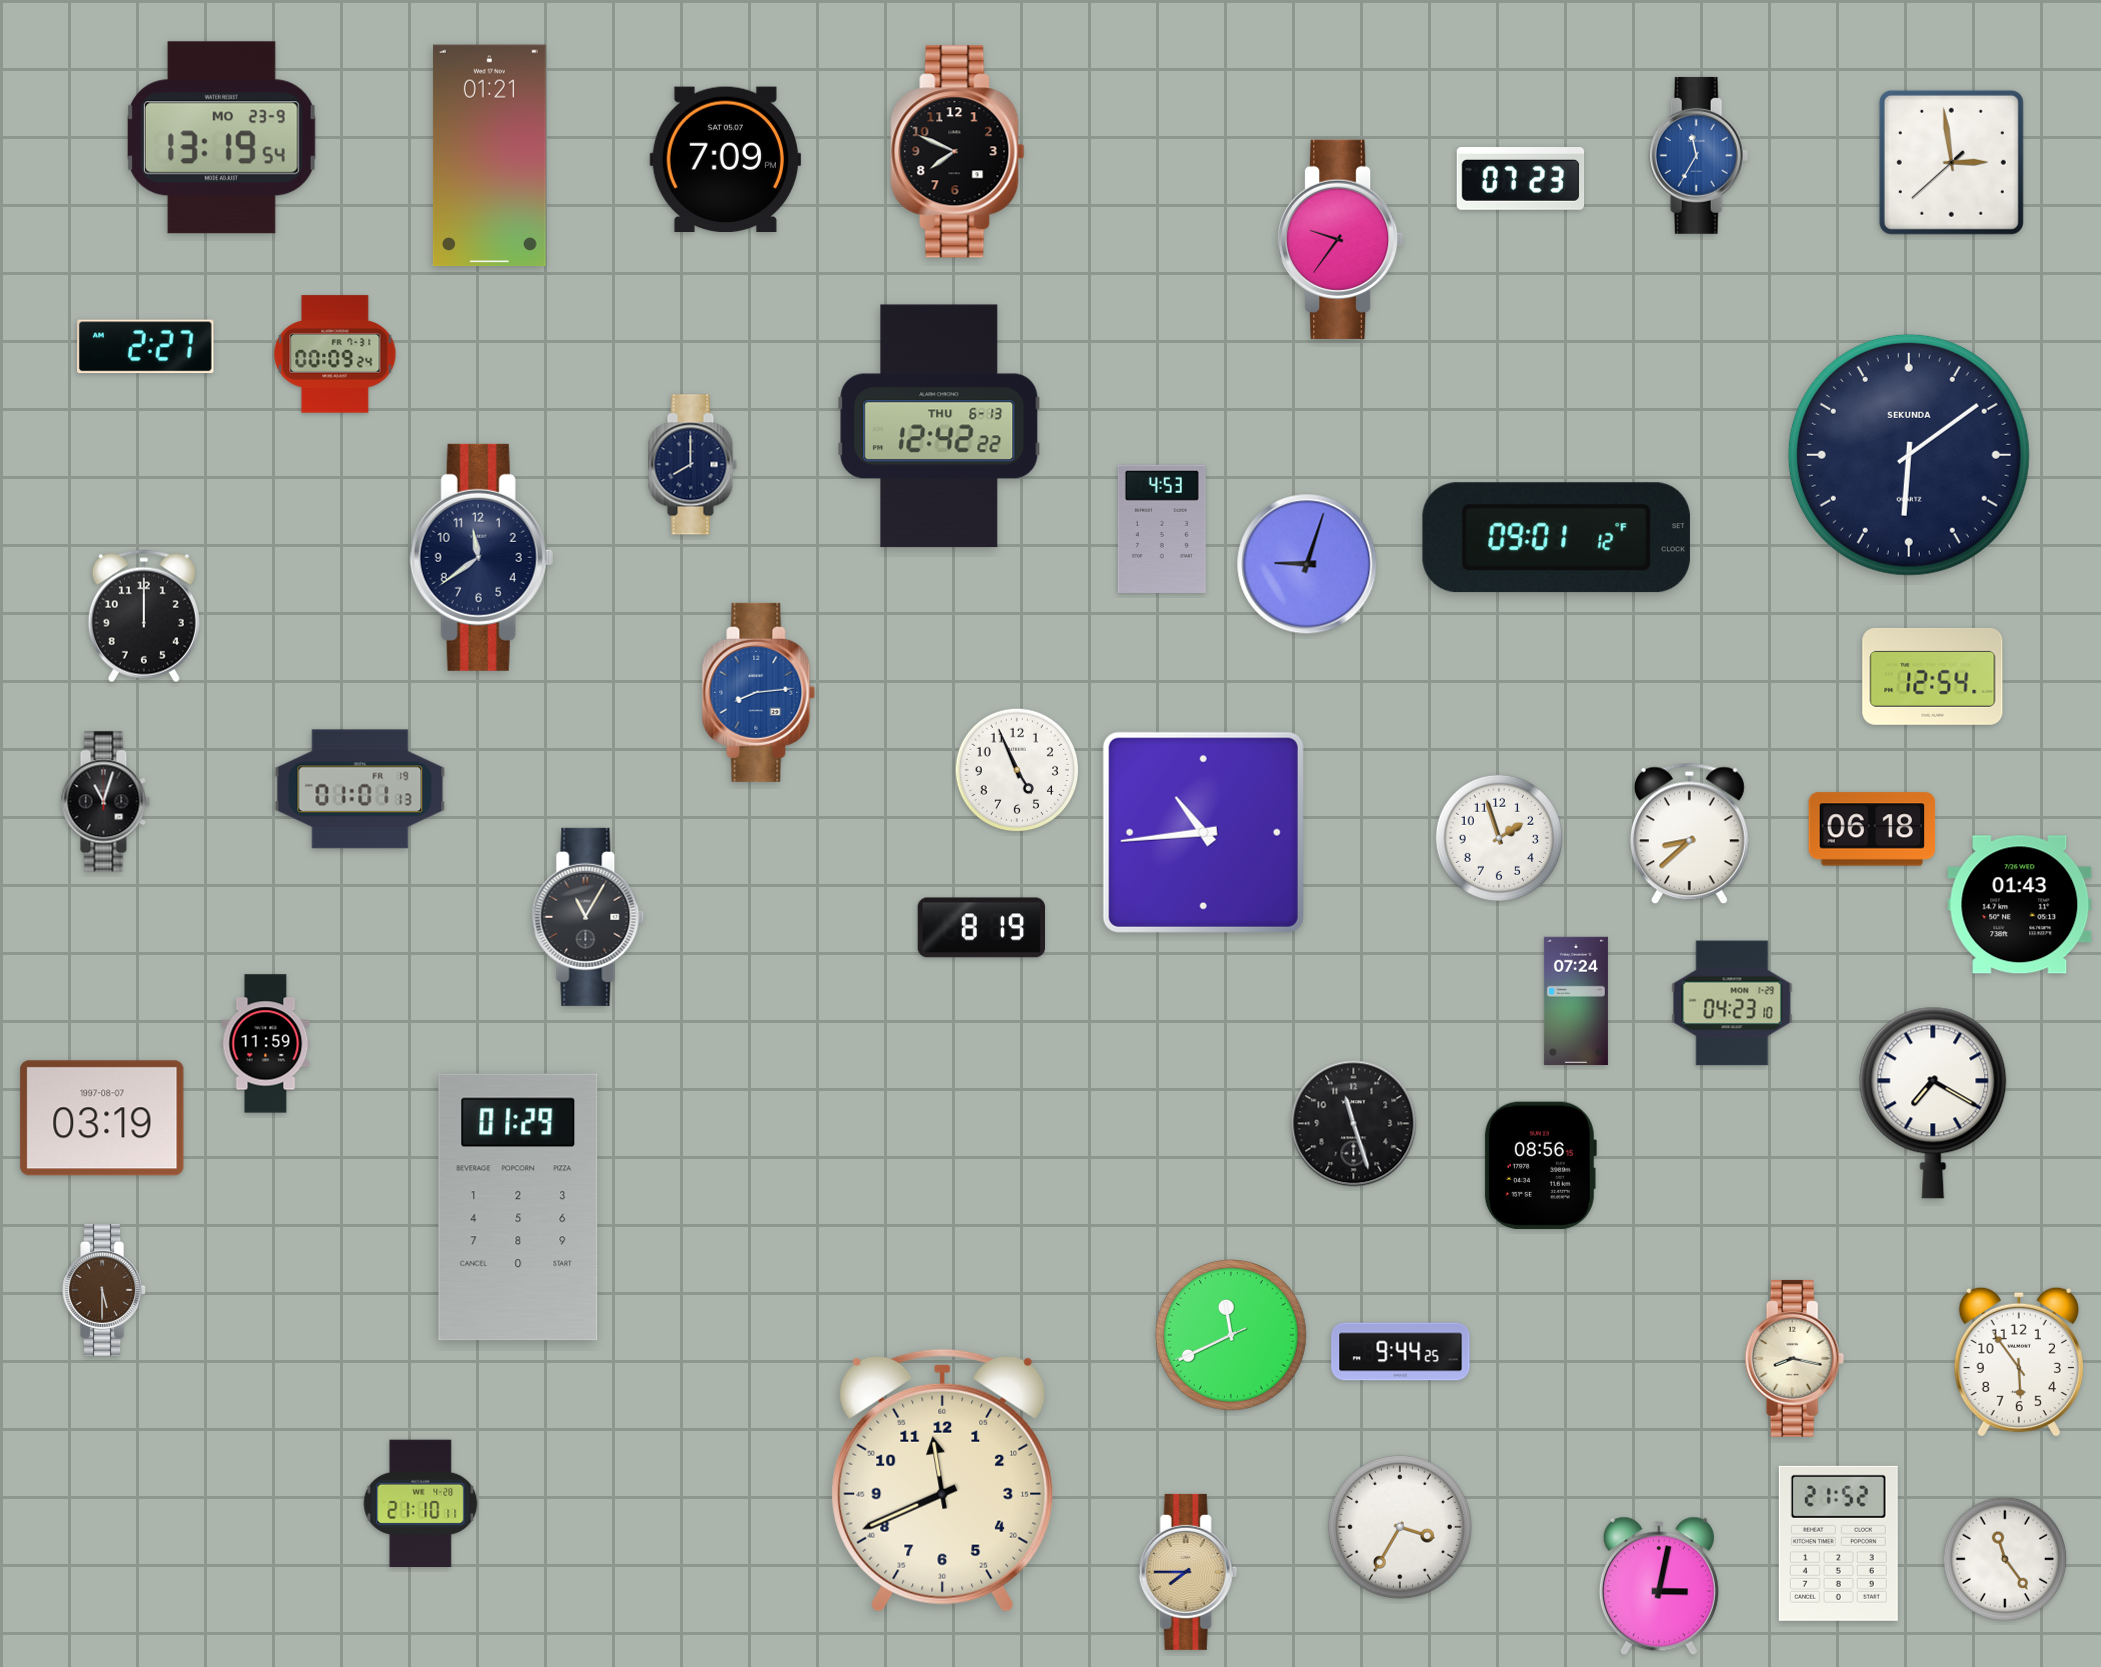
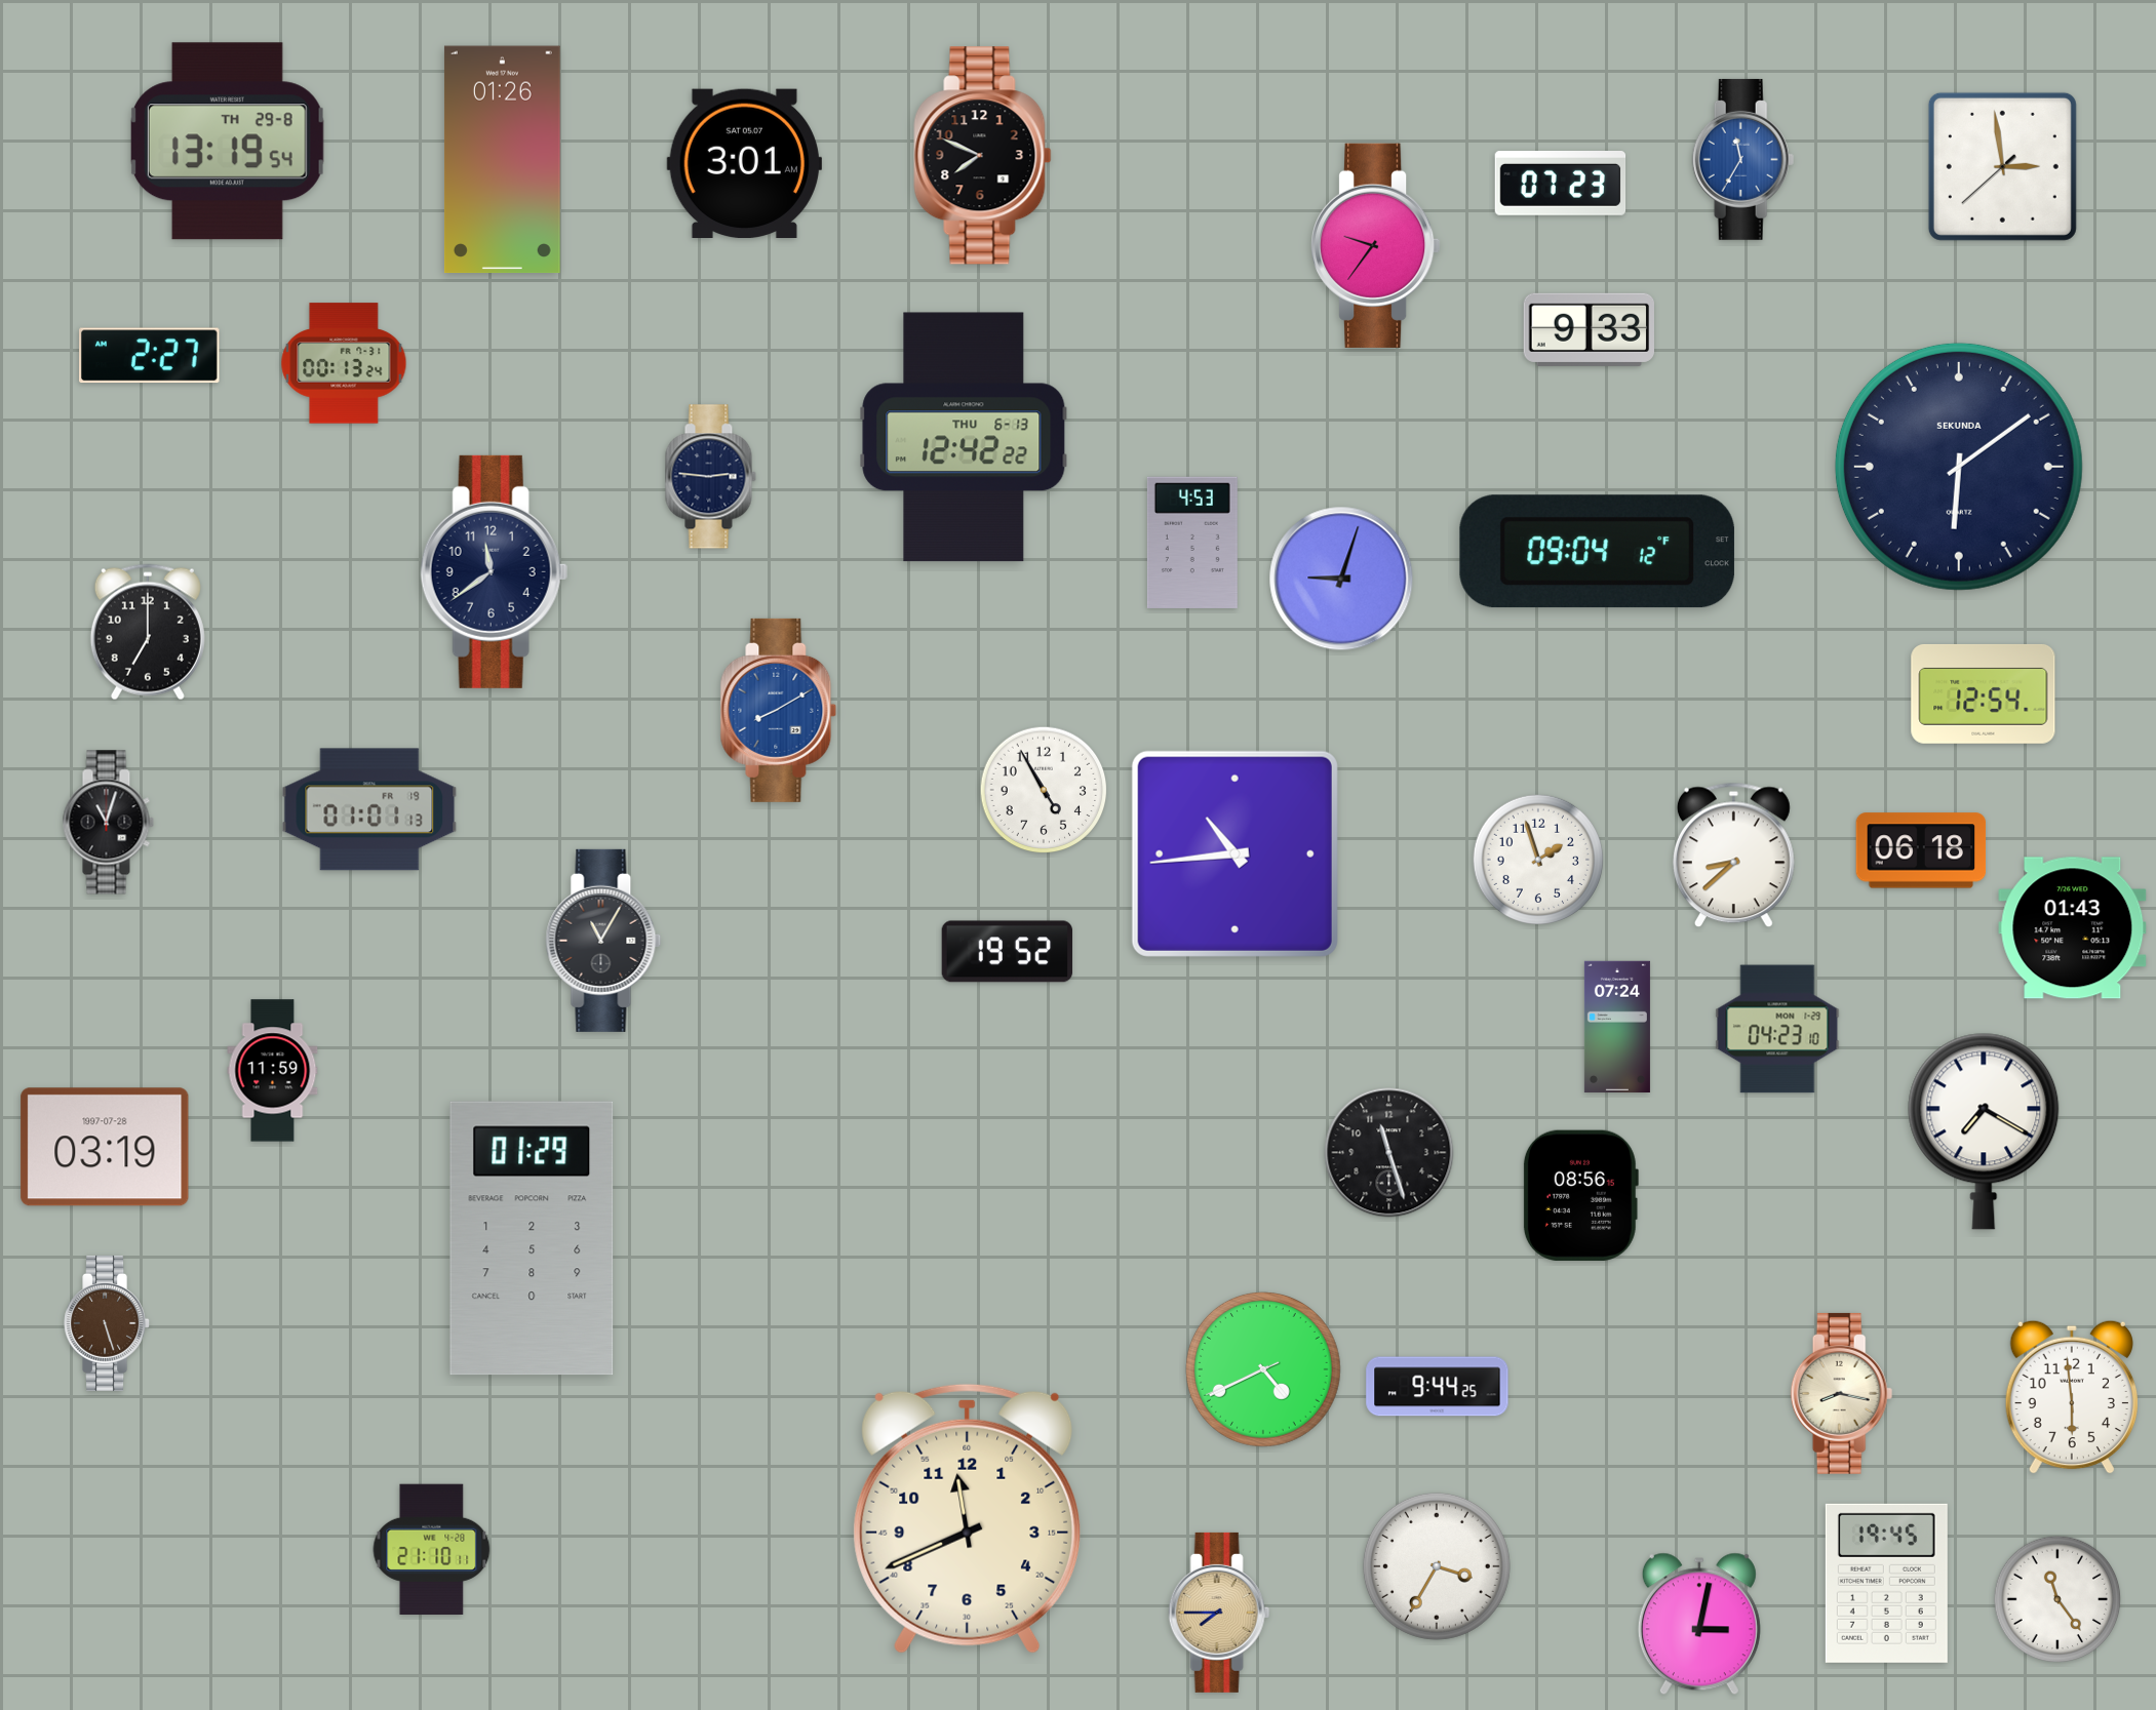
clock at (221, 138) date: MO 23-9 -> TH 29-8
clock at (489, 156): 01:21 -> 01:26
clock at (725, 160): 7:09 -> 3:01
clock at (1589, 329): none -> 9:33
clock at (335, 354): 00:09 -> 00:13
clock at (692, 465): 8:00 -> 2:46
clock at (1556, 538): 09:01 -> 09:04
clock at (144, 616): 12:00 -> 7:00
clock at (759, 692): 8:14 -> 8:10
clock at (1017, 770): 4:56 -> 4:55
clock at (982, 928): 8:19 -> 19:52
clock at (102, 1118) date: 1997-08-07 -> 1997-07-28
clock at (105, 1290): 5:30 -> 5:27
clock at (1231, 1335): 11:40 -> 4:40
clock at (2019, 1362): 5:54 -> 5:59
clock at (421, 1503) position: (421, 1503) -> (432, 1549)
clock at (1838, 1543): 21:52 -> 19:45
clock at (1659, 1586) position: (1659, 1586) -> (1699, 1624)
